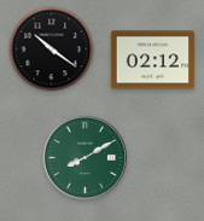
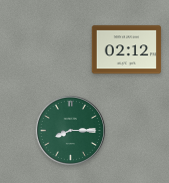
clock at (52, 50): 10:21 -> none
clock at (84, 157): 8:10 -> 8:15
